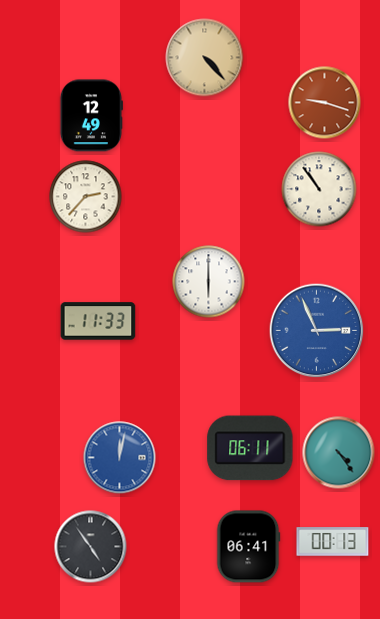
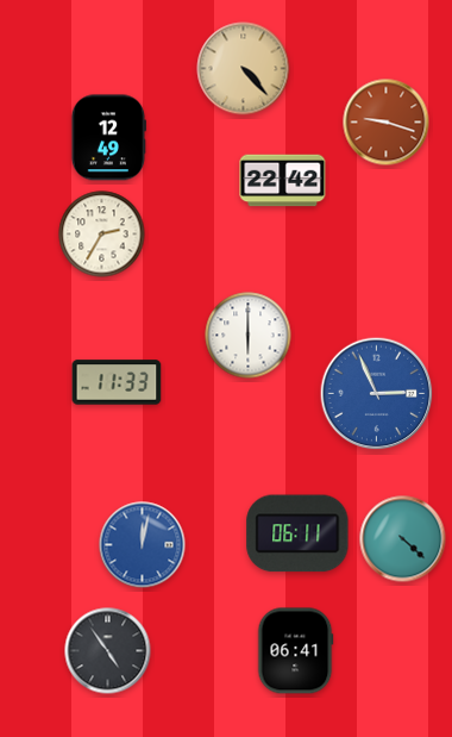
clock at (283, 181): none -> 22:42
clock at (319, 189): 10:54 -> none
clock at (86, 197): 2:37 -> 2:35
clock at (339, 453): 4:24 -> 4:22
clock at (333, 542): 00:13 -> none
